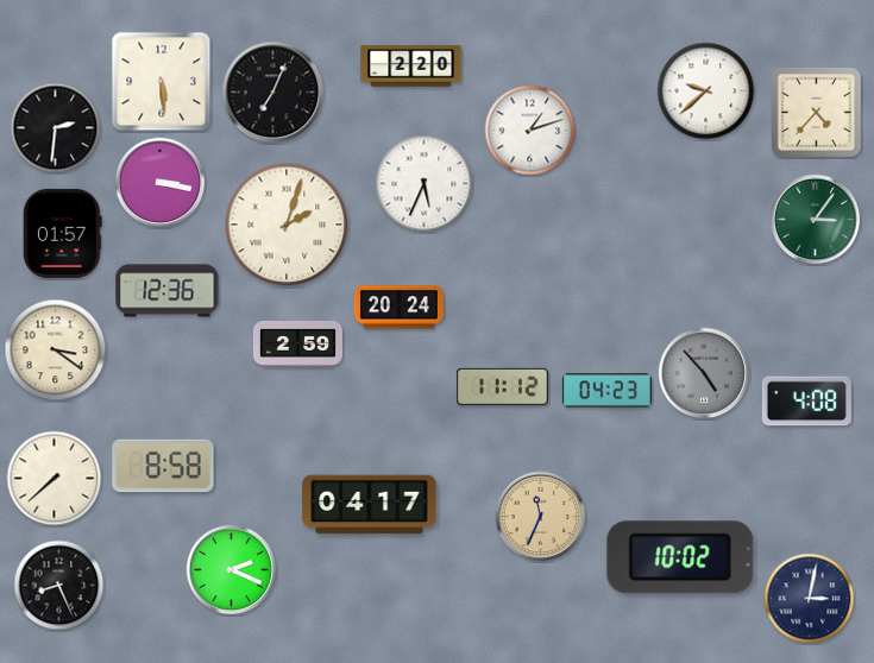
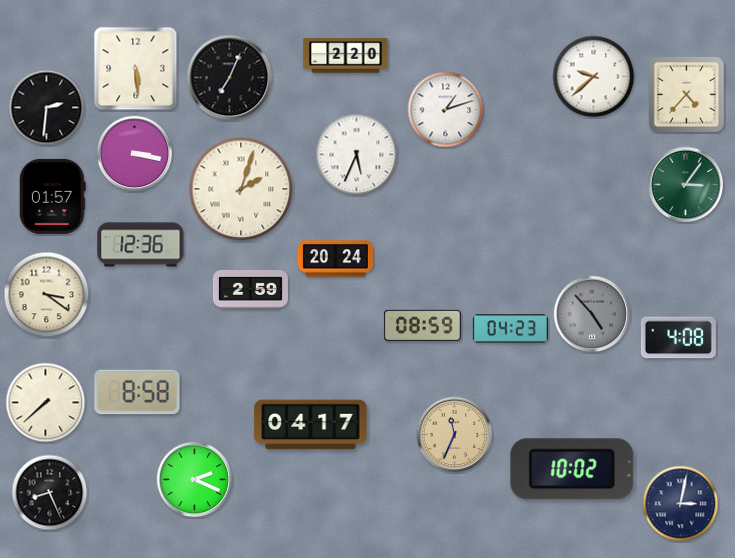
clock at (502, 386): 11:12 -> 08:59
